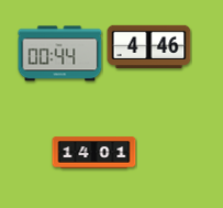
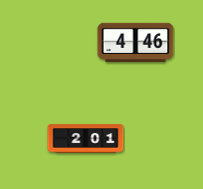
clock at (60, 54): 00:44 -> none
clock at (94, 153): 14:01 -> 2:01
